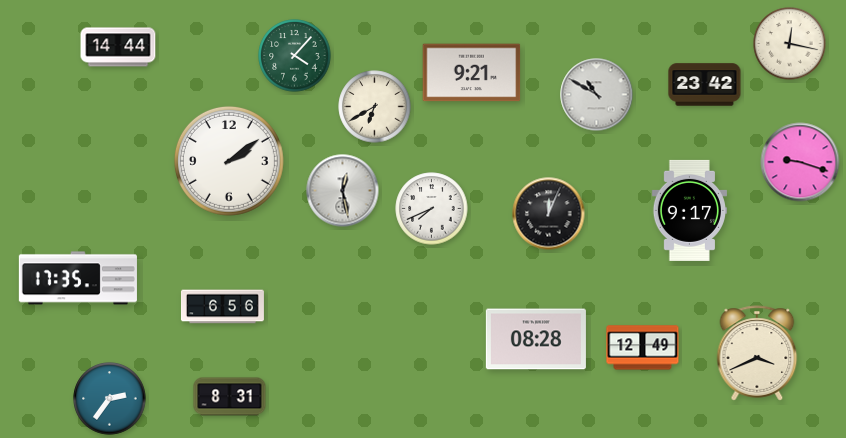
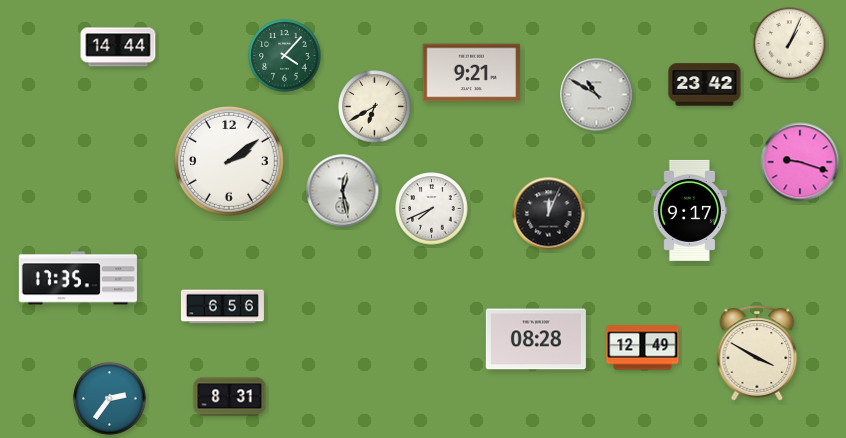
clock at (790, 44): 12:17 -> 1:04
clock at (295, 56) position: (295, 56) -> (285, 56)
clock at (757, 353): 3:41 -> 3:50
